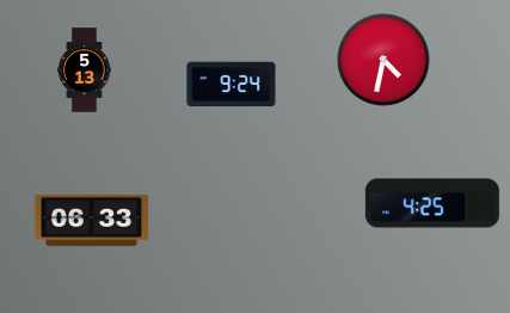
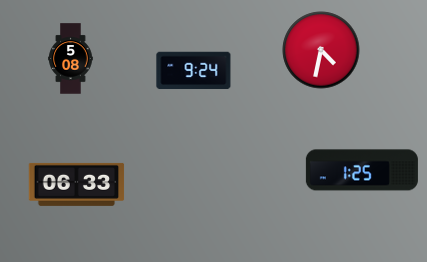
clock at (85, 70): 5:13 -> 5:08
clock at (432, 203): 4:25 -> 1:25
